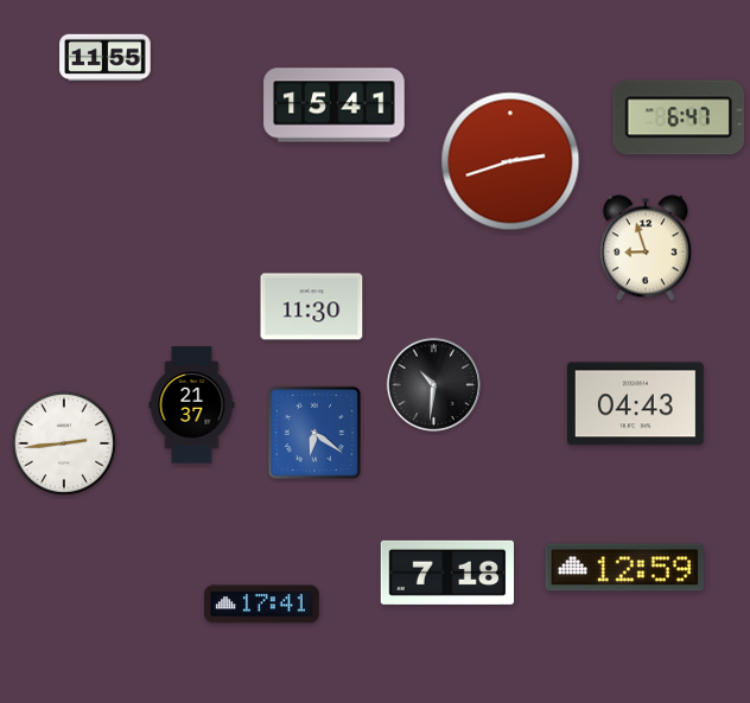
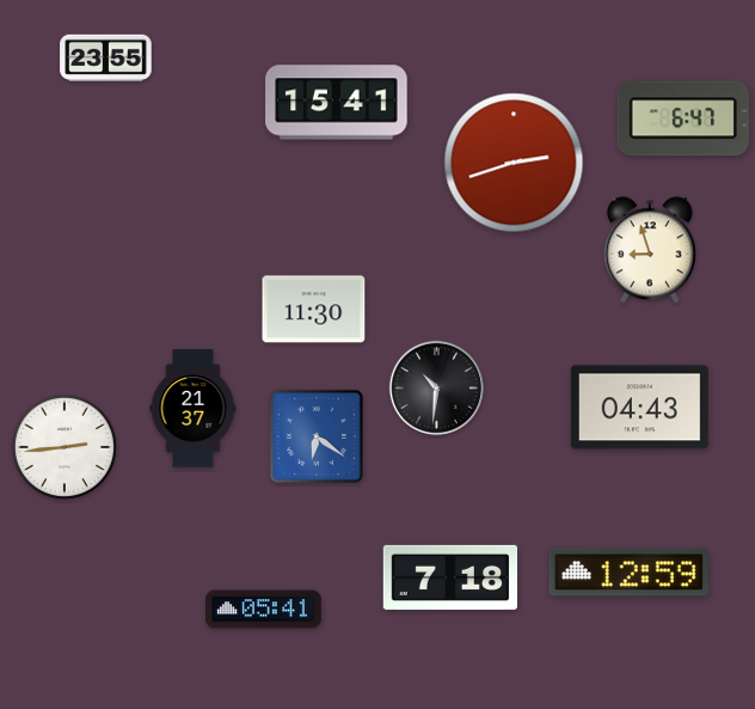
clock at (106, 58): 11:55 -> 23:55
clock at (335, 106) position: (335, 106) -> (337, 103)
clock at (262, 605): 17:41 -> 05:41
